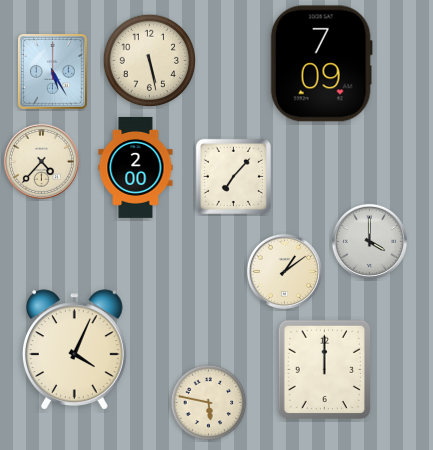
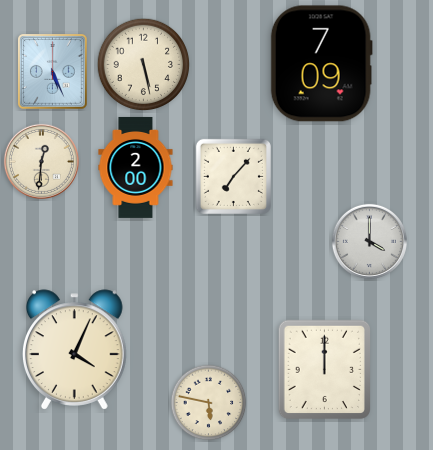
clock at (150, 61) position: (150, 61) -> (144, 65)
clock at (53, 72): 5:25 -> 5:26
clock at (41, 161): 4:37 -> 12:31
clock at (284, 271): 1:09 -> none
